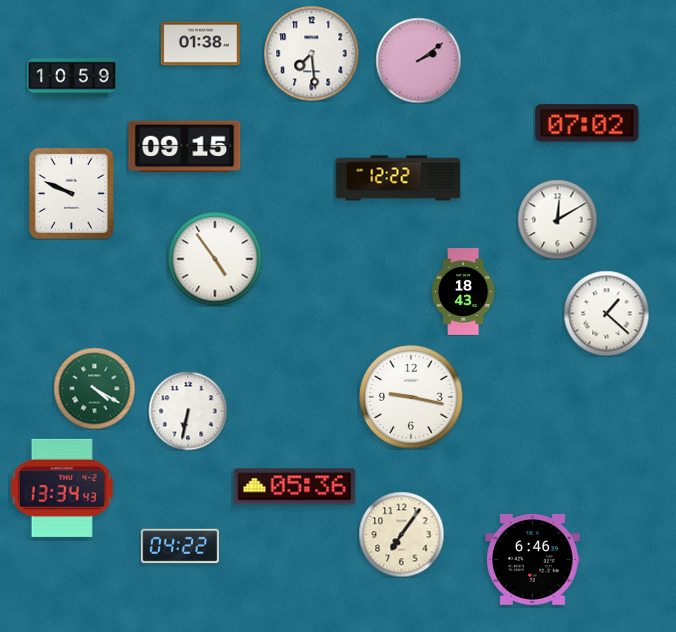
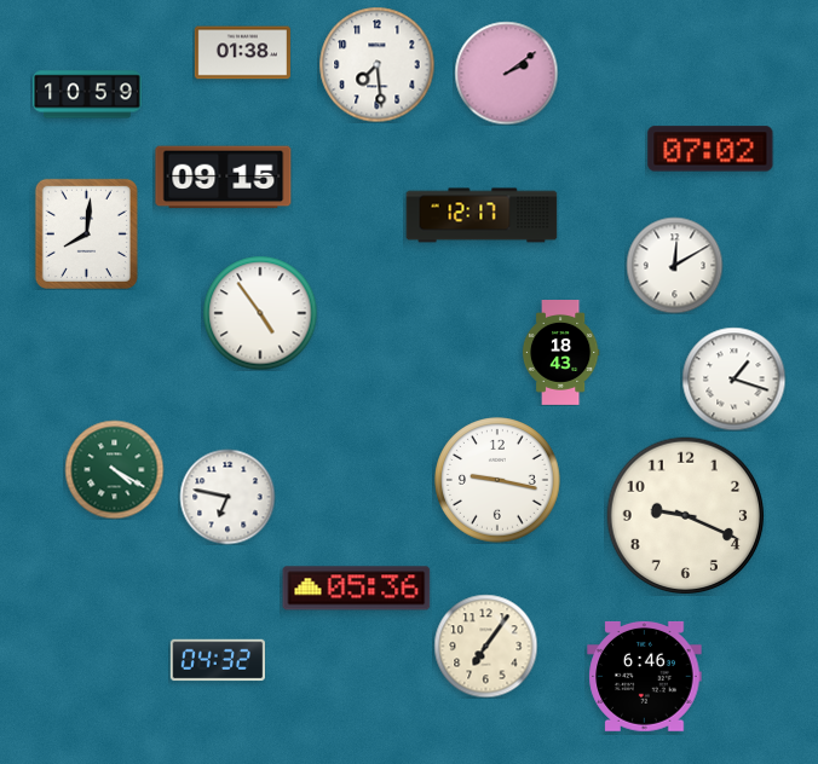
clock at (398, 178): 12:22 -> 12:17
clock at (71, 193): 9:49 -> 8:01
clock at (606, 313): 1:22 -> 1:18
clock at (188, 411): 6:32 -> 6:47
clock at (686, 516): none -> 9:19
clock at (62, 488): 13:34 -> none
clock at (179, 546): 04:22 -> 04:32
